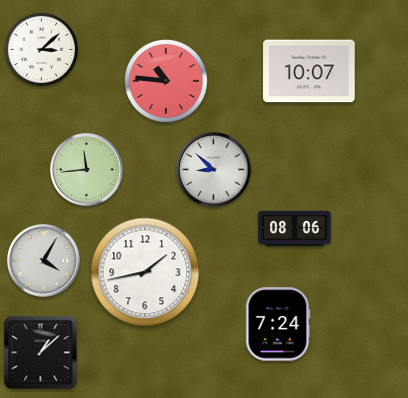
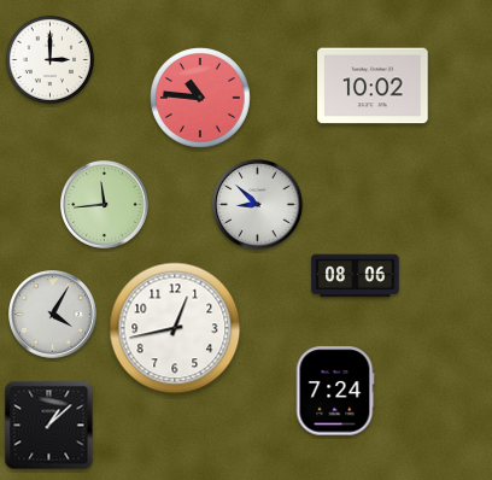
clock at (41, 49): 3:08 -> 3:00
clock at (309, 71): 10:07 -> 10:02
clock at (145, 272): 1:43 -> 12:43
